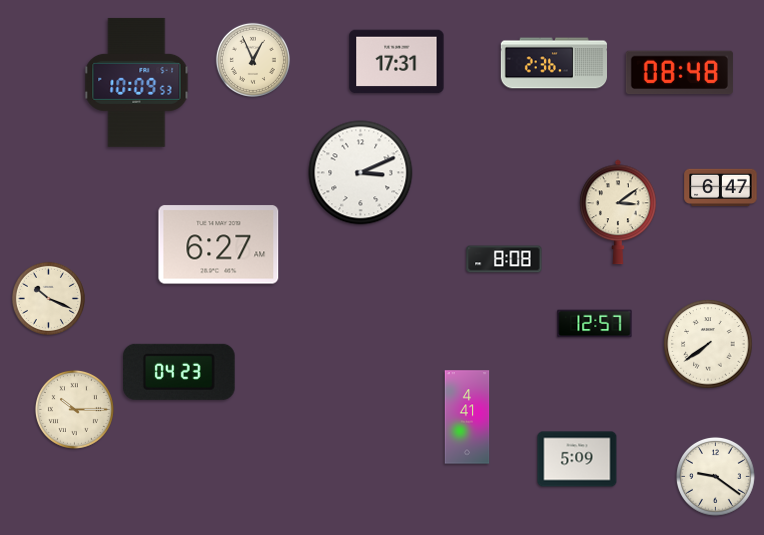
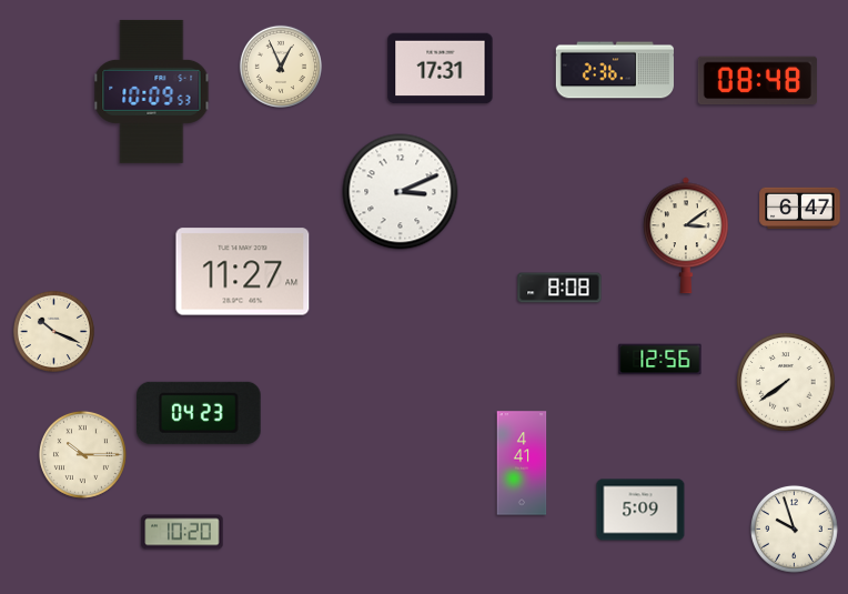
clock at (679, 73) position: (679, 73) -> (757, 81)
clock at (219, 245): 6:27 -> 11:27
clock at (595, 324): 12:57 -> 12:56
clock at (467, 417) position: (467, 417) -> (522, 463)
clock at (715, 476): 9:21 -> 9:57
clock at (182, 532): none -> 10:20
